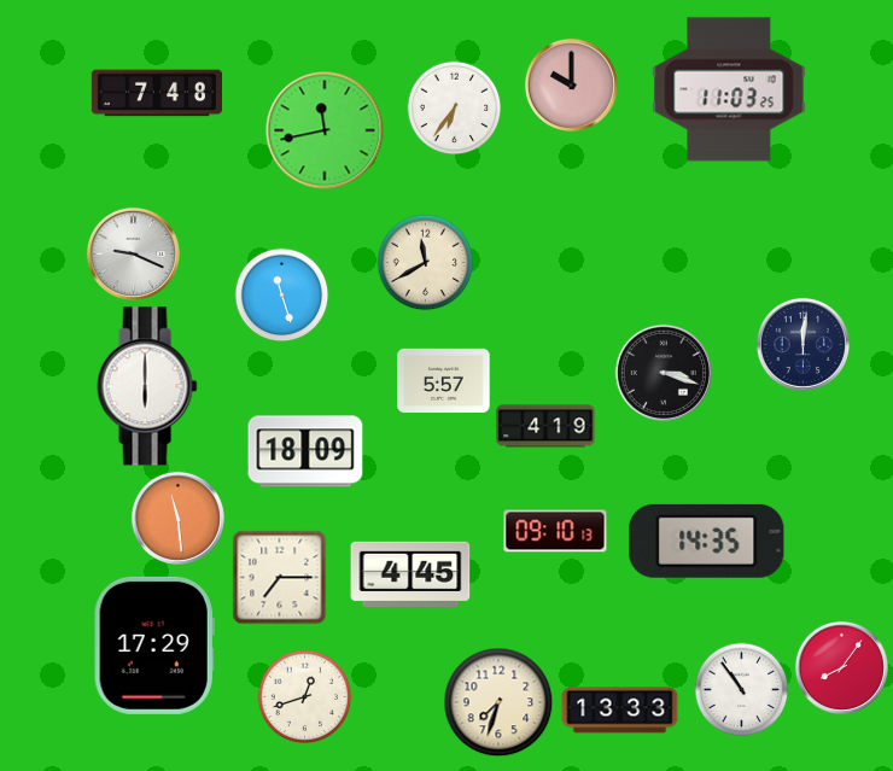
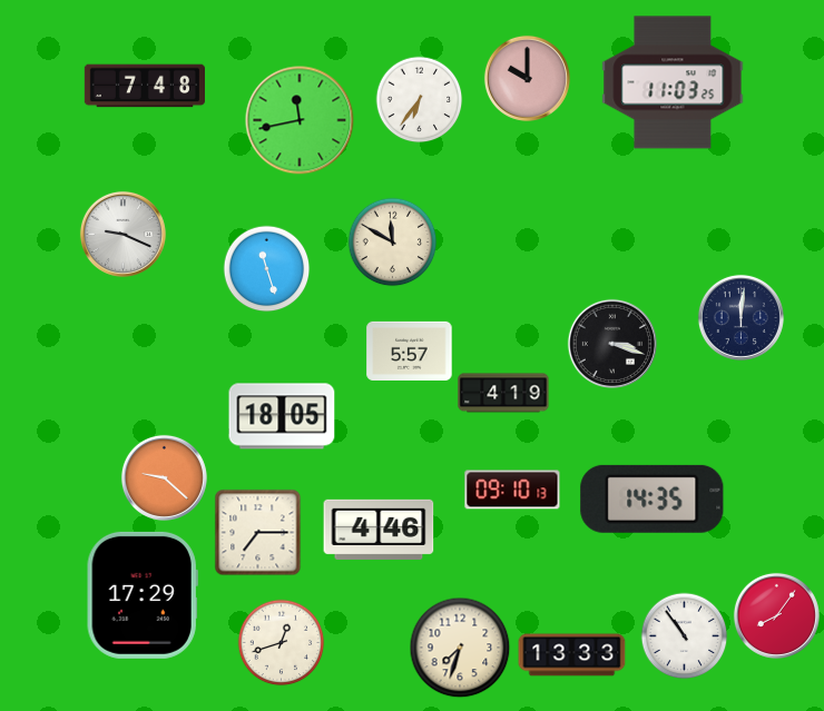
clock at (425, 262): 11:40 -> 11:50
clock at (281, 294) position: (281, 294) -> (266, 268)
clock at (147, 386): 6:00 -> none
clock at (305, 451): 18:09 -> 18:05
clock at (177, 518): 11:29 -> 9:22
clock at (410, 574): 4:45 -> 4:46
